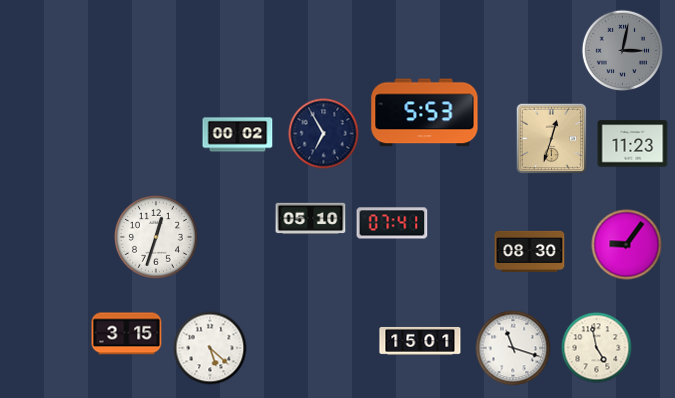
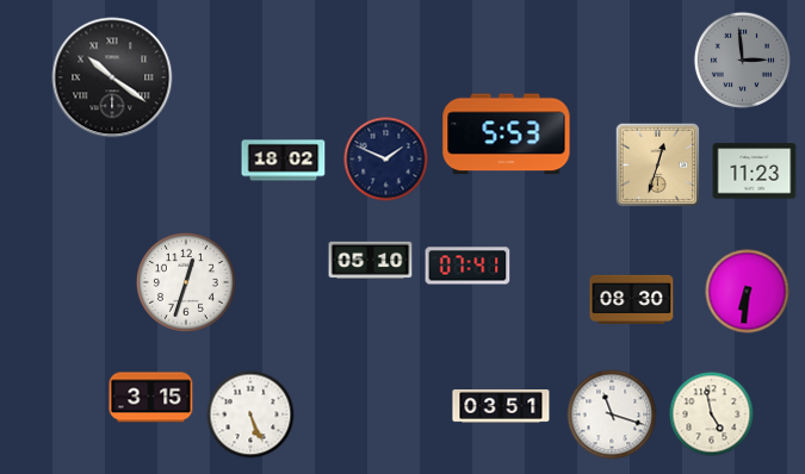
clock at (622, 50): 3:02 -> 2:59
clock at (112, 77): none -> 10:21
clock at (324, 134): 6:55 -> 1:49
clock at (238, 135): 00:02 -> 18:02
clock at (627, 245): 9:06 -> 6:31
clock at (420, 341): 15:01 -> 03:51
clock at (210, 348): 5:22 -> 5:26
